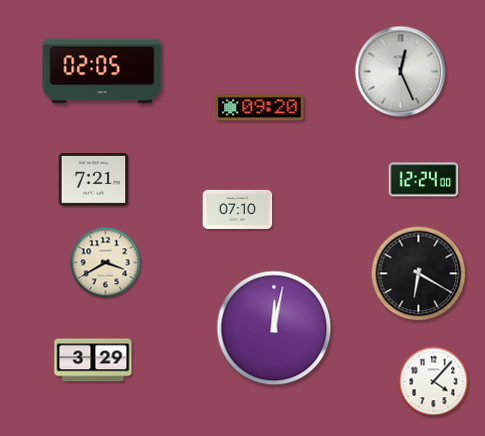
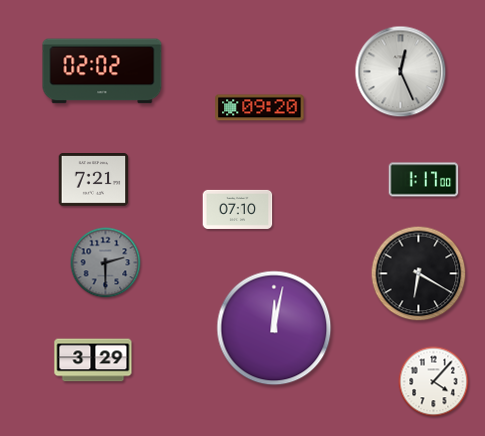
clock at (102, 71): 02:05 -> 02:02
clock at (424, 180): 12:24 -> 1:17
clock at (106, 263): 3:40 -> 2:30
clock at (106, 263) dial: cream -> grey
